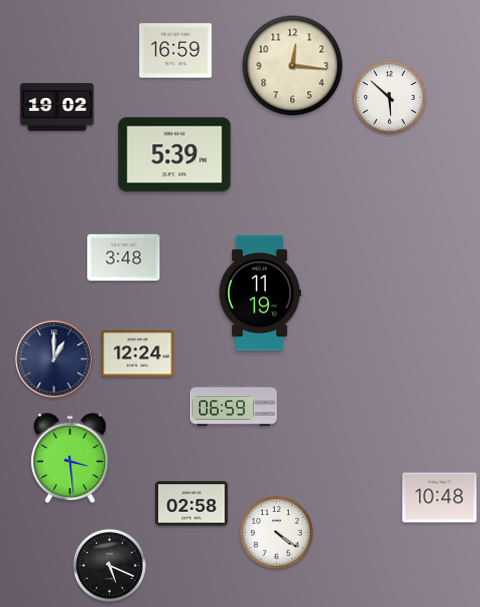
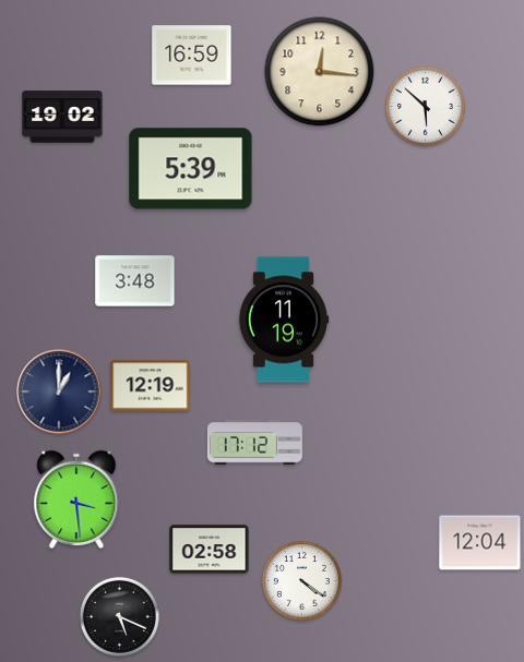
clock at (138, 354): 12:24 -> 12:19
clock at (233, 406): 06:59 -> 17:12
clock at (440, 498): 10:48 -> 12:04
